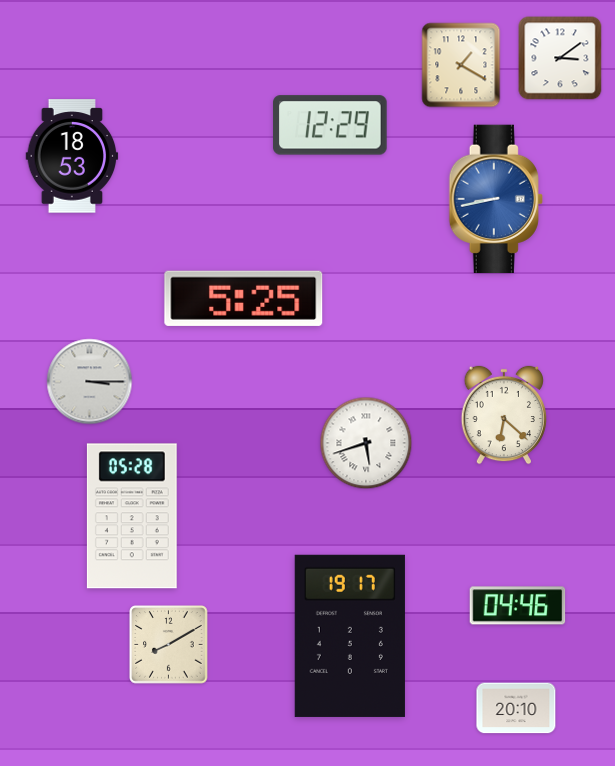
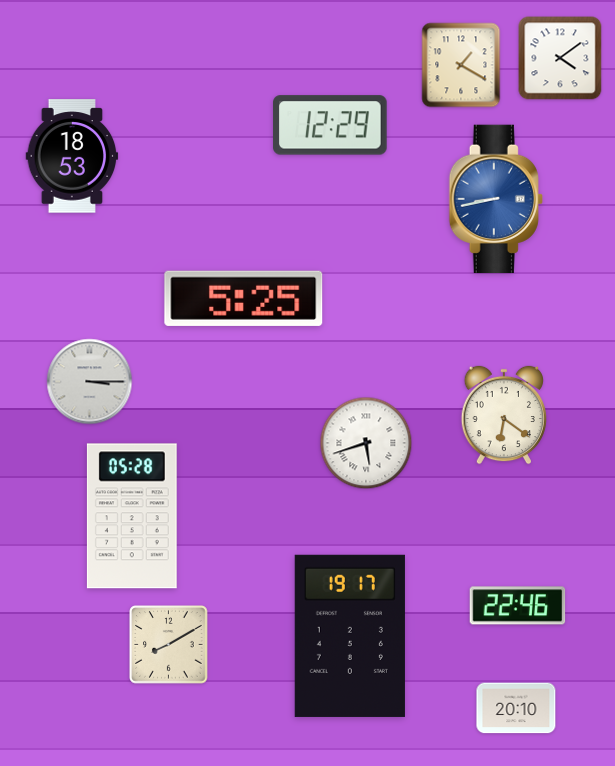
clock at (560, 58): 3:09 -> 4:09
clock at (503, 415): 6:22 -> 6:21
clock at (518, 606): 04:46 -> 22:46
